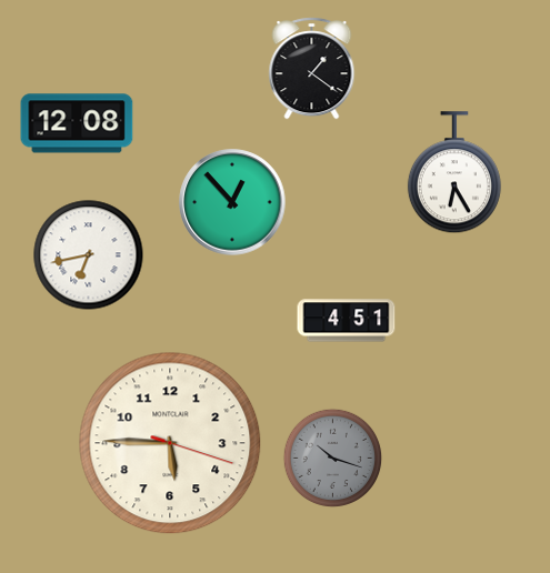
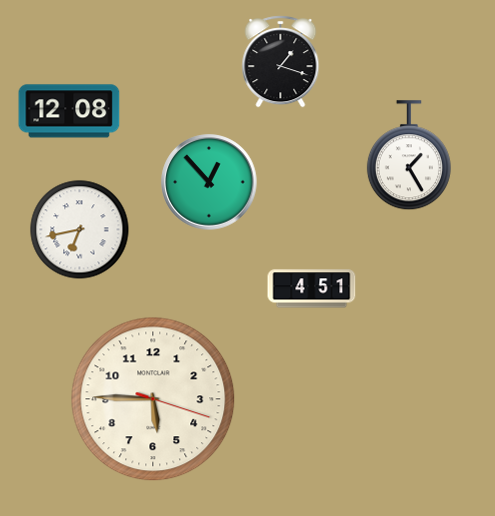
clock at (312, 69): 1:21 -> 1:18
clock at (454, 173): 6:25 -> 1:25
clock at (333, 459): 10:18 -> none
